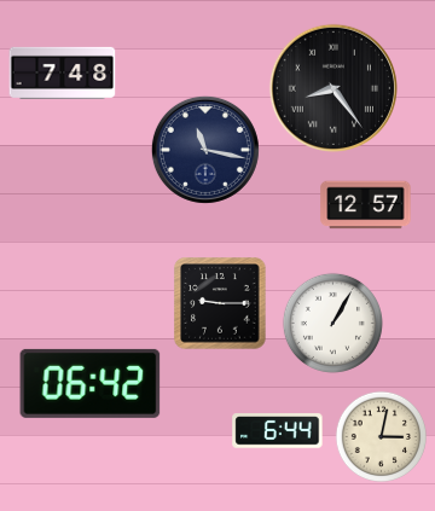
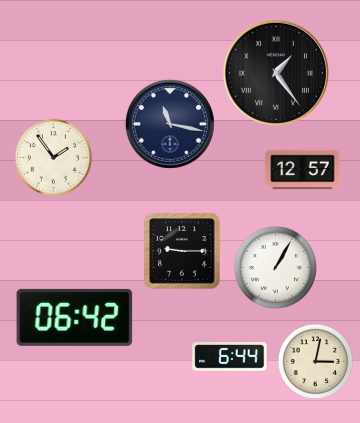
clock at (63, 72): 7:48 -> none
clock at (333, 88): 8:24 -> 1:24
clock at (53, 157): none -> 1:54
